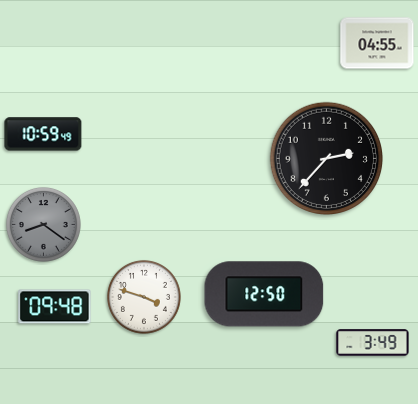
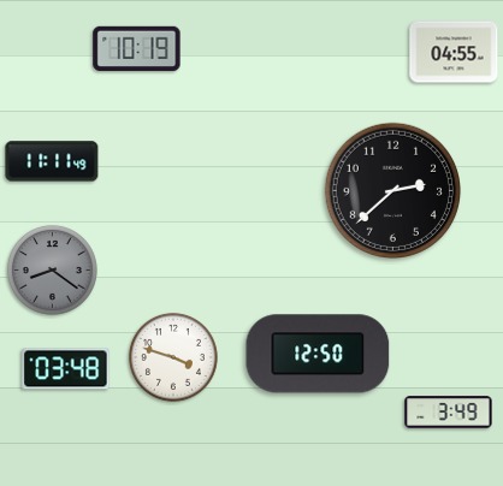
clock at (137, 48): none -> 10:19
clock at (43, 134): 10:59 -> 11:11
clock at (327, 159): 2:37 -> 2:38
clock at (55, 307): 09:48 -> 03:48
